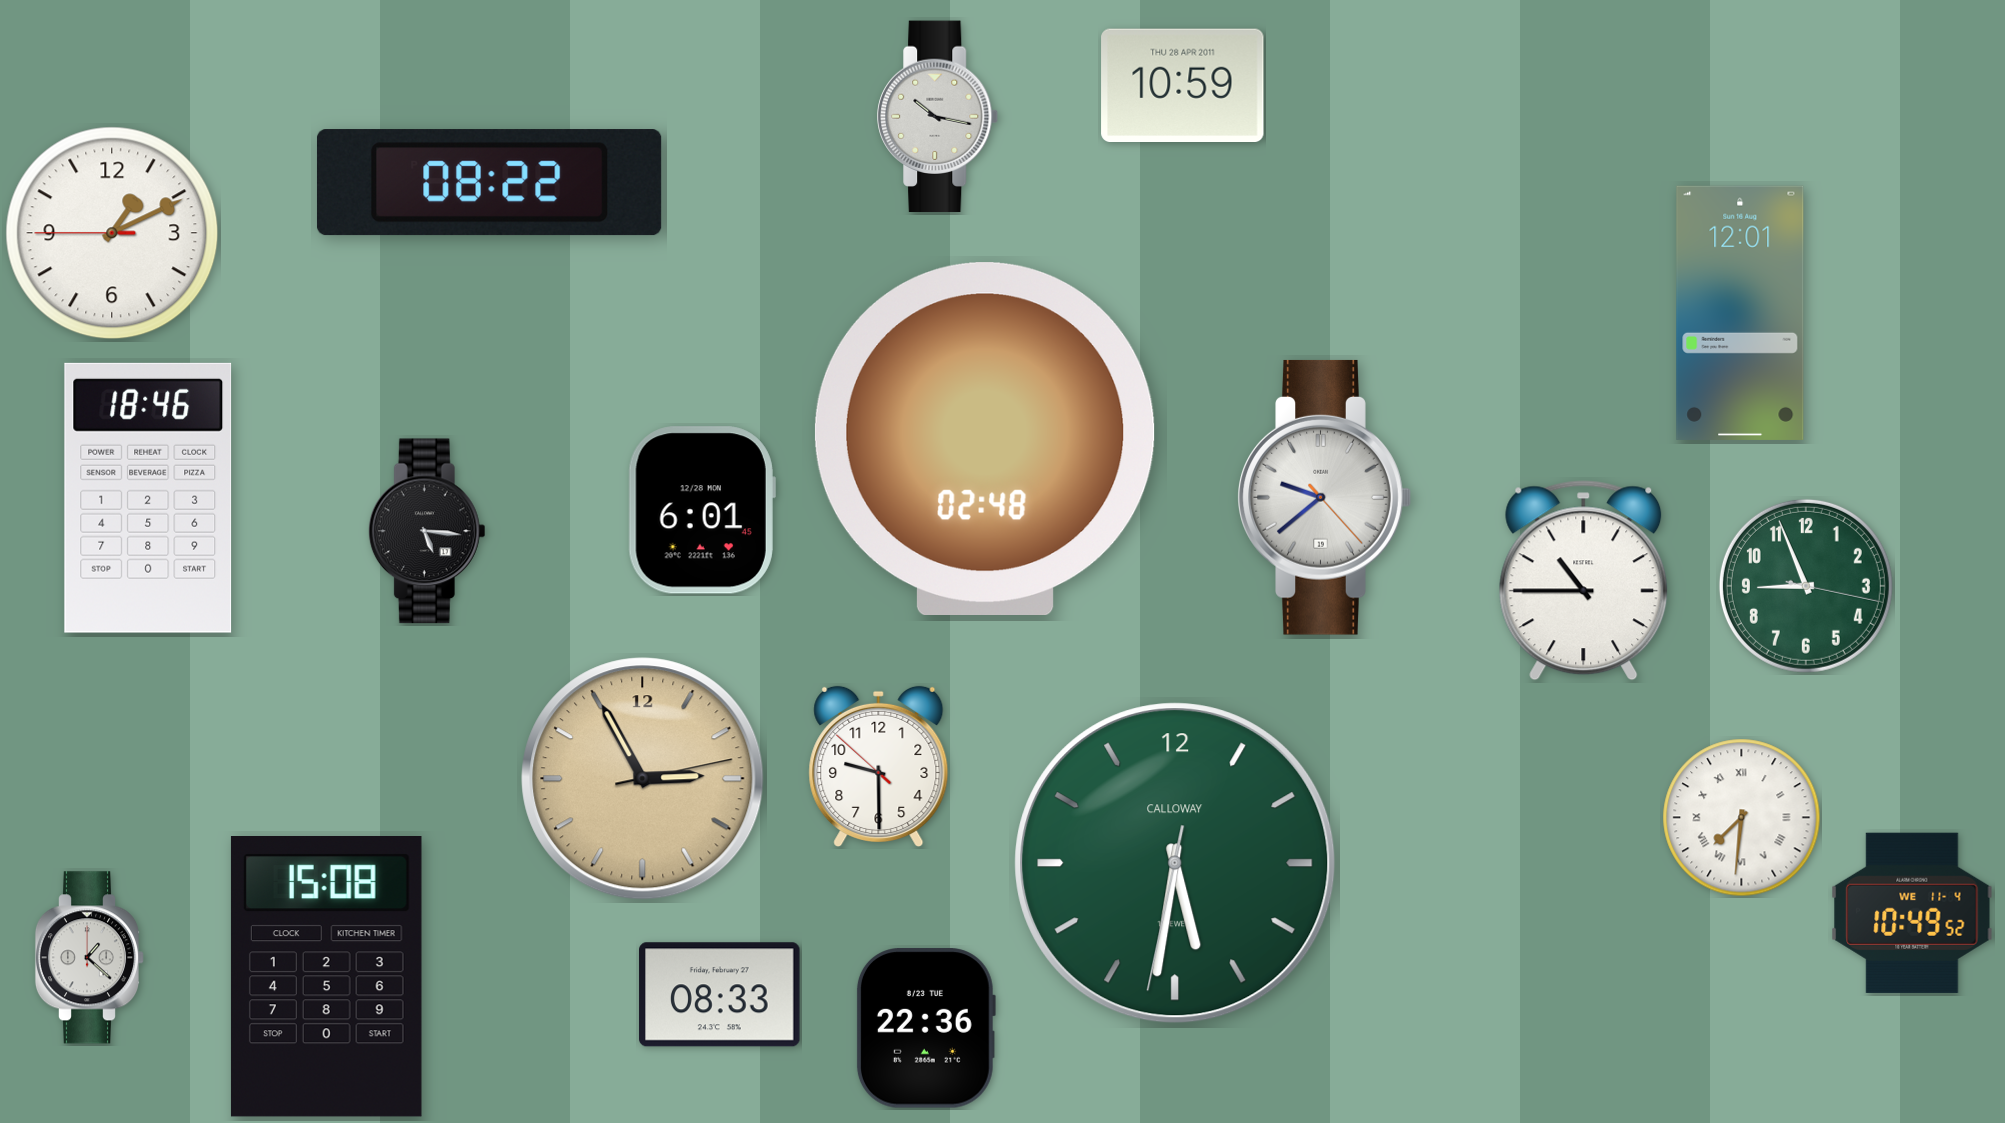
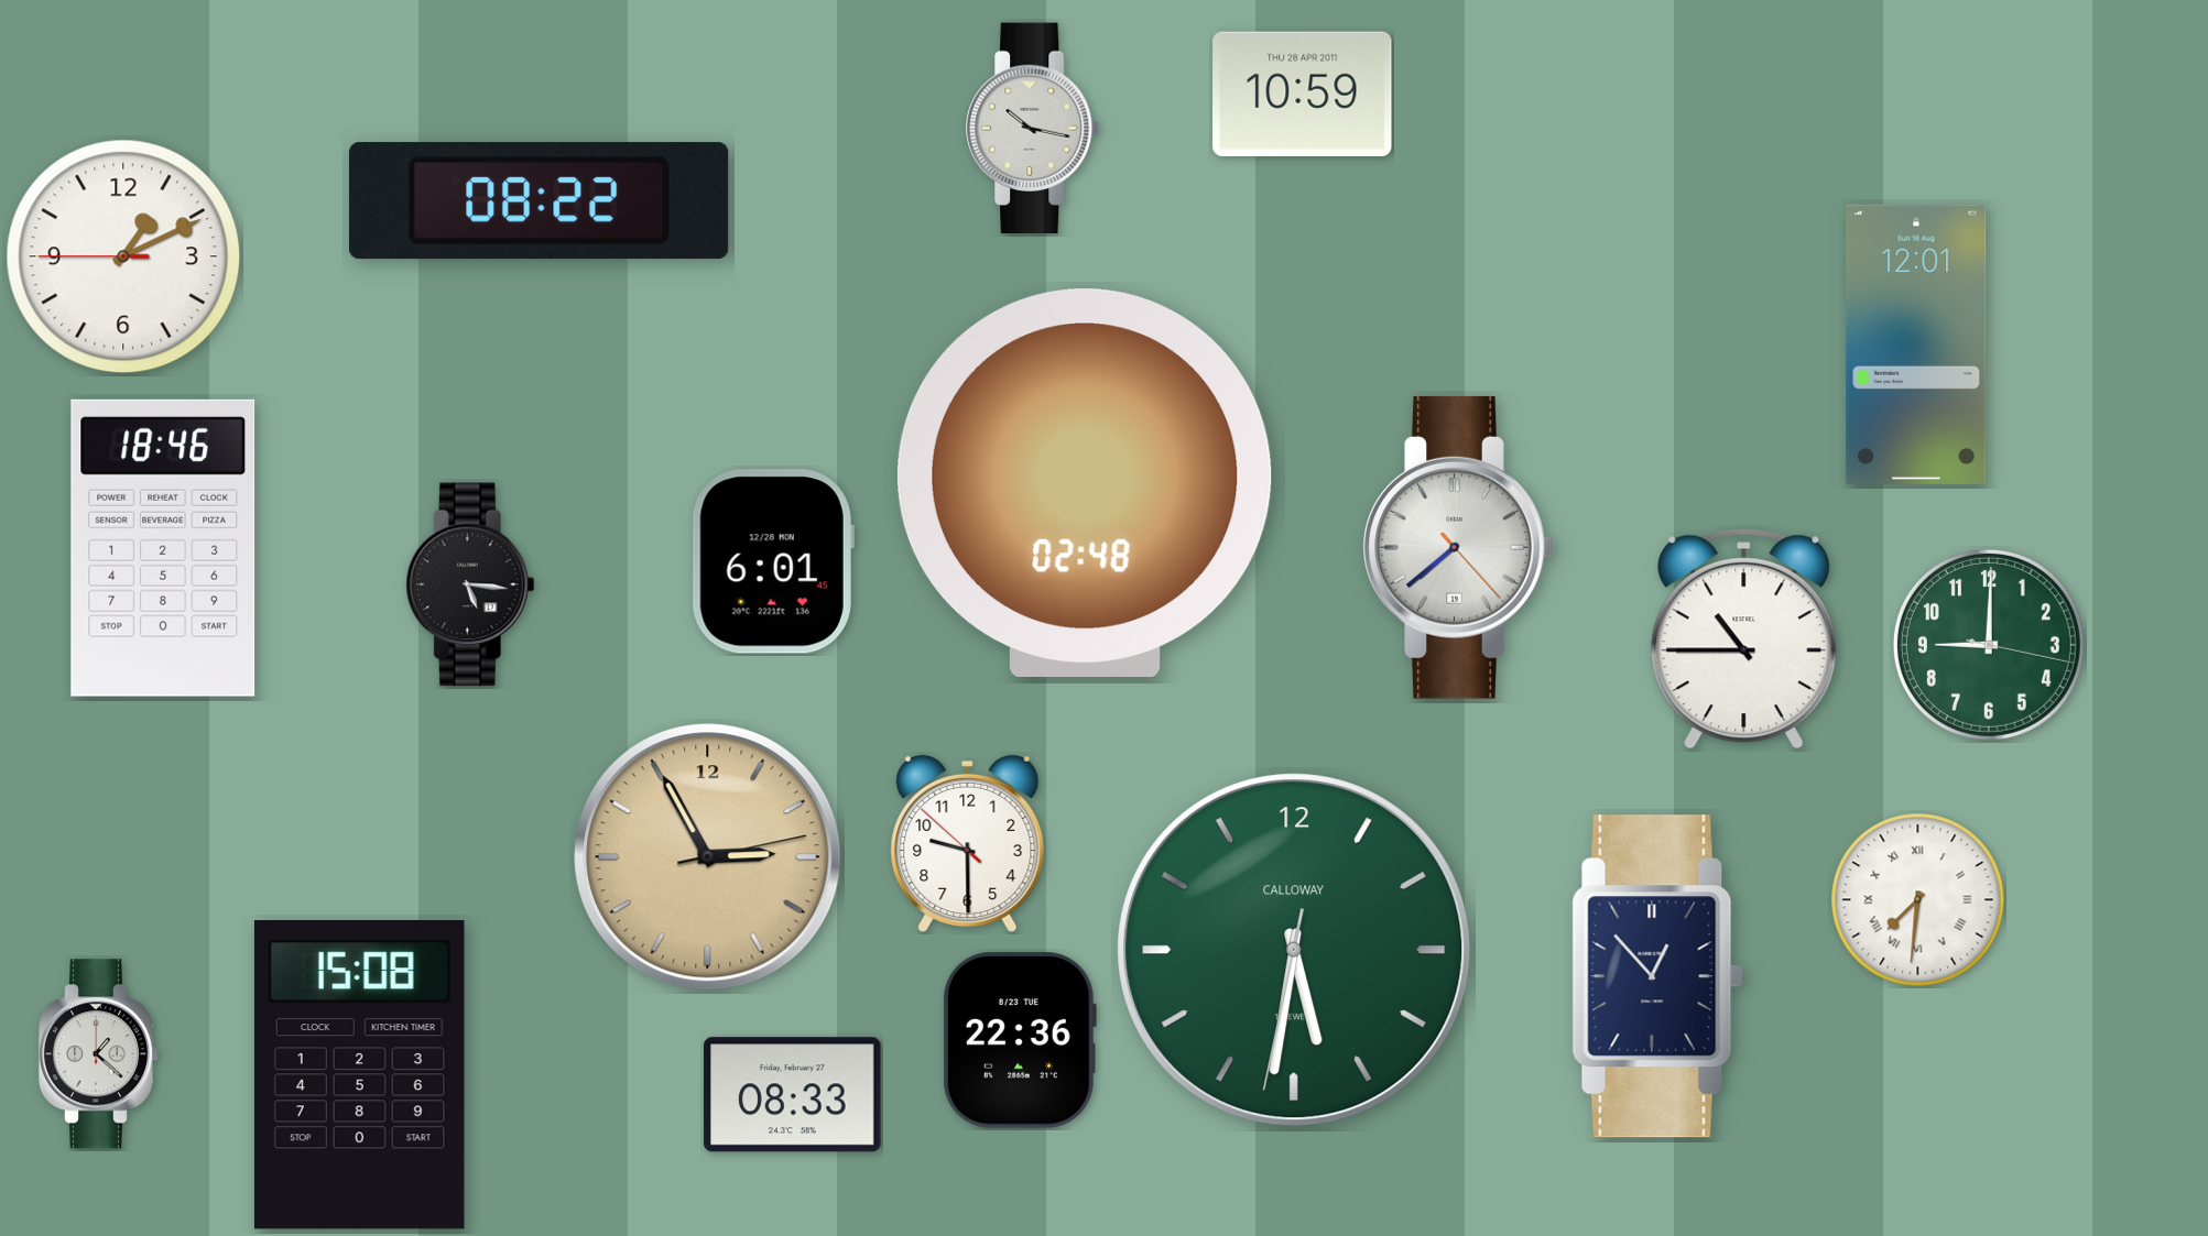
clock at (1324, 497): 9:38 -> 7:38
clock at (1806, 586): 8:56 -> 9:00
clock at (1657, 976): none -> 12:53
clock at (1912, 913): 10:49 -> none
clock at (925, 1028) position: (925, 1028) -> (1019, 1040)
